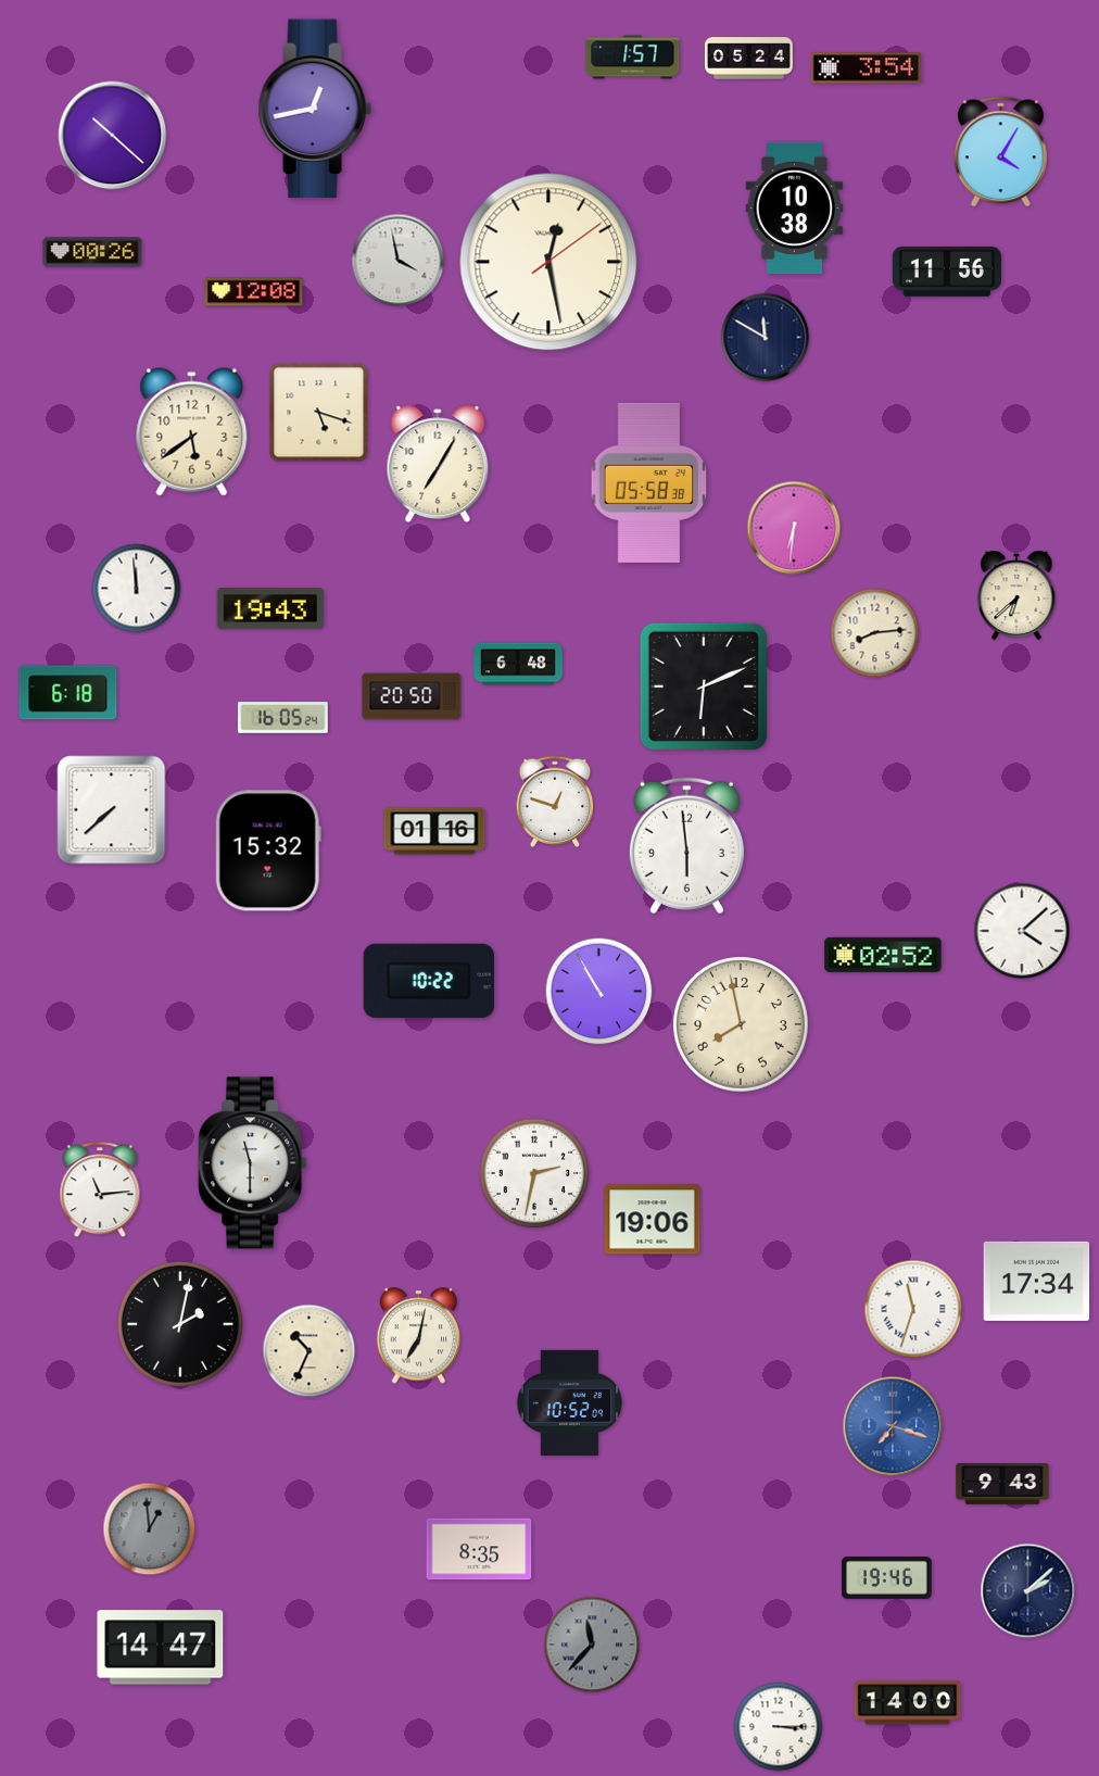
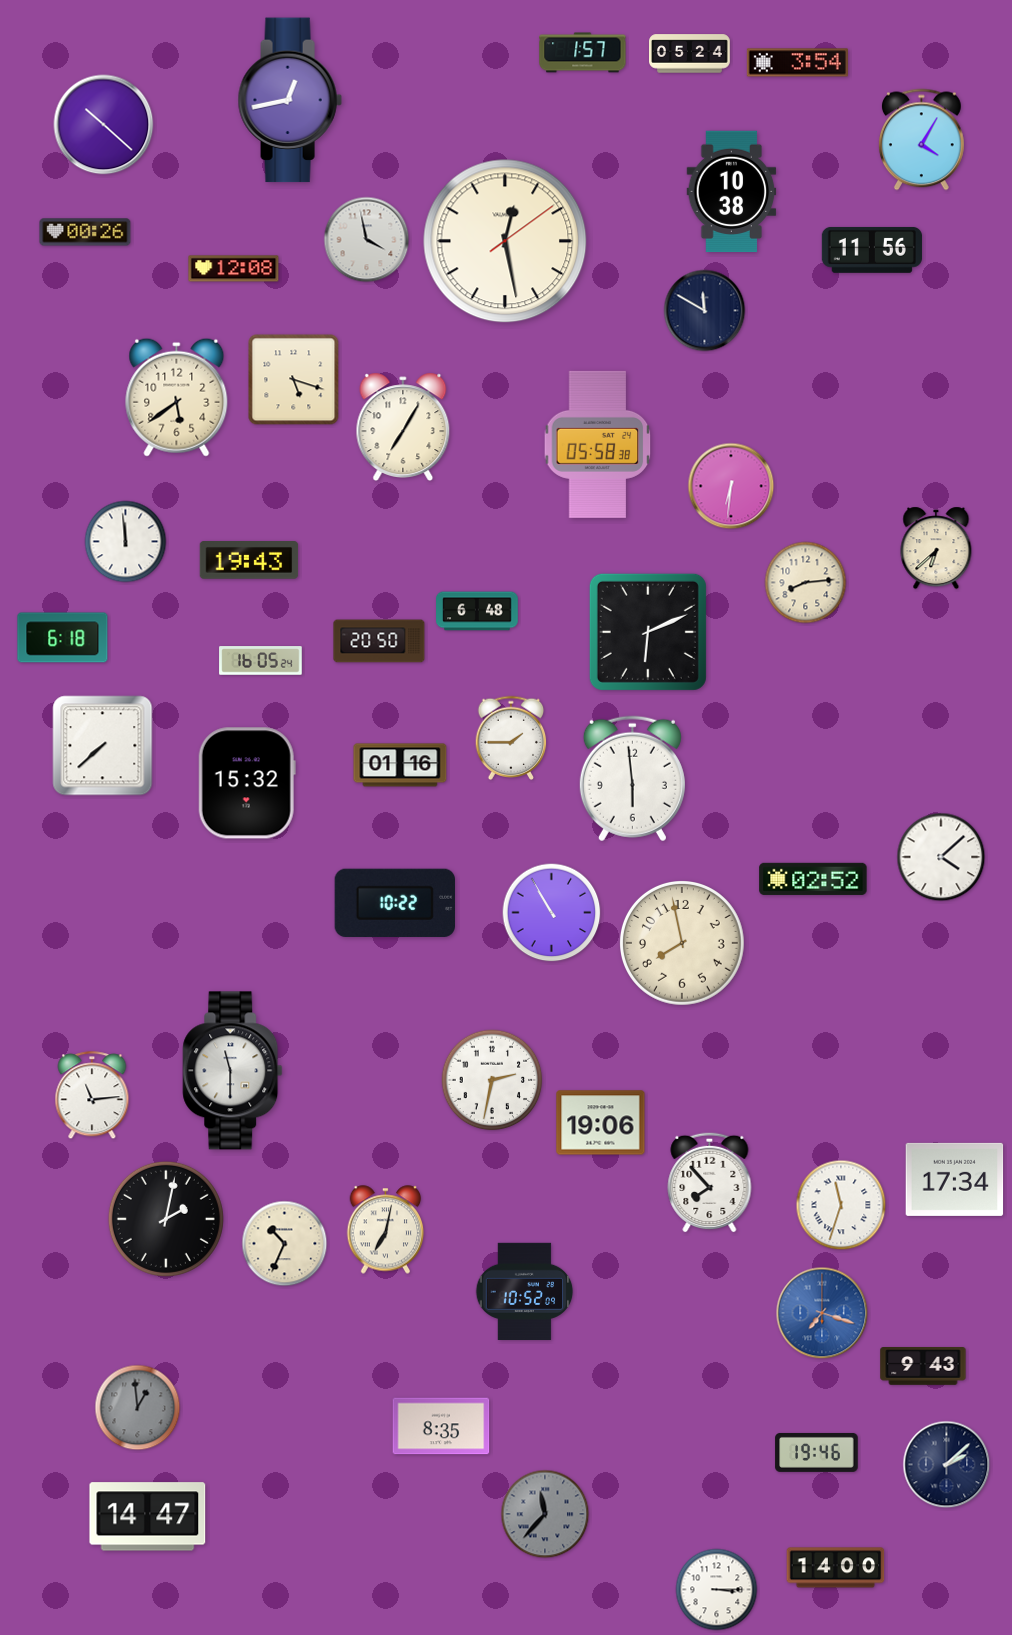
clock at (555, 802): 12:48 -> 1:45
clock at (710, 1182): none -> 7:53
